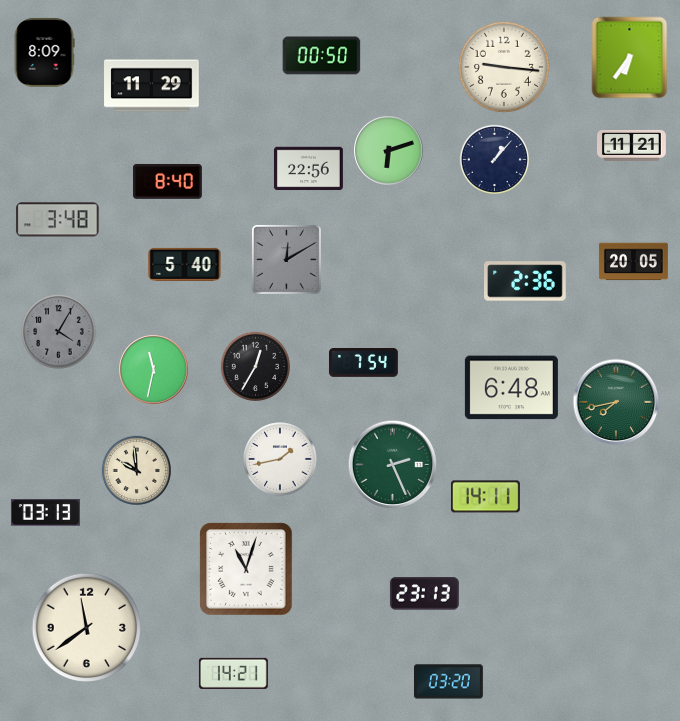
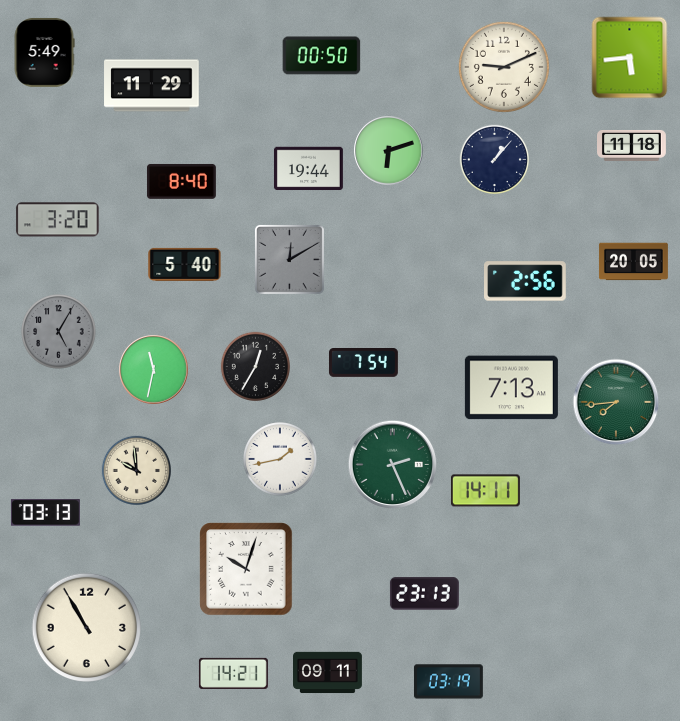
clock at (44, 52): 8:09 -> 5:49
clock at (630, 58): 6:36 -> 5:44
clock at (504, 67): 9:16 -> 9:11
clock at (632, 146): 11:21 -> 11:18
clock at (308, 169): 22:56 -> 19:44
clock at (167, 181) position: (167, 181) -> (181, 181)
clock at (58, 220): 3:48 -> 3:20
clock at (286, 259) position: (286, 259) -> (289, 259)
clock at (526, 281): 2:36 -> 2:56
clock at (59, 332): 4:05 -> 5:05
clock at (511, 388): 6:48 -> 7:13
clock at (616, 402): 7:43 -> 7:44
clock at (485, 497) position: (485, 497) -> (485, 491)
clock at (246, 569): 11:03 -> 10:03
clock at (86, 627): 11:39 -> 10:55
clock at (328, 673): none -> 09:11
clock at (448, 682): 03:20 -> 03:19
